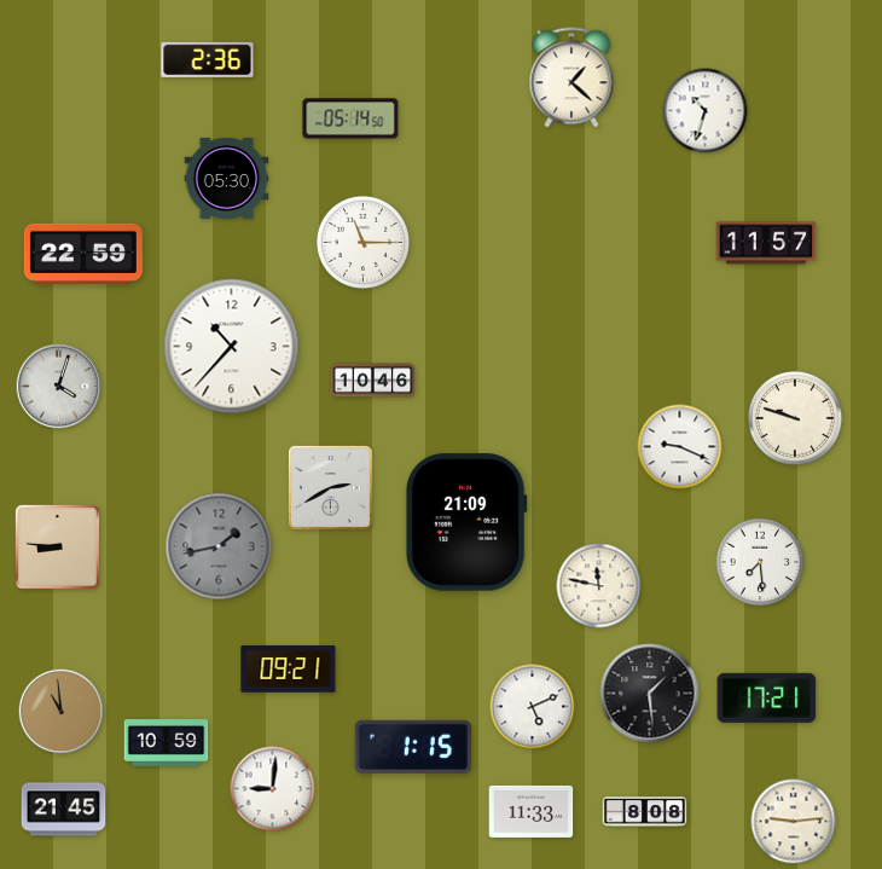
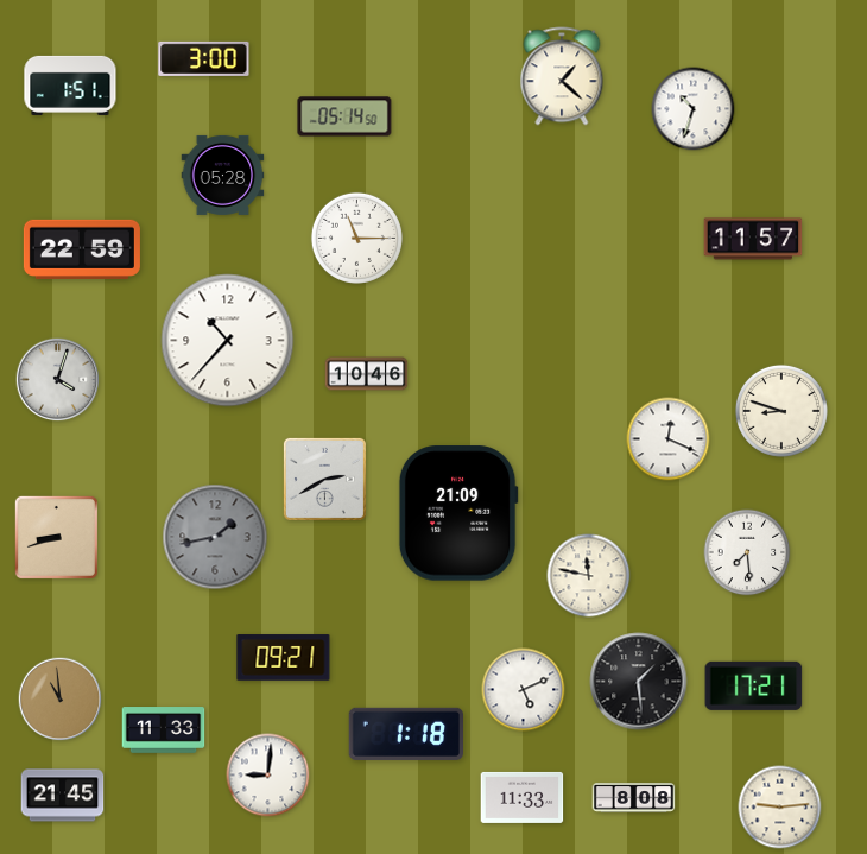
clock at (208, 59): 2:36 -> 3:00
clock at (70, 86): none -> 1:51
clock at (227, 178): 05:30 -> 05:28
clock at (795, 418): 9:48 -> 8:48
clock at (680, 447): 9:19 -> 12:19
clock at (57, 546): 8:46 -> 8:42
clock at (533, 707) position: (533, 707) -> (524, 690)
clock at (167, 743): 10:59 -> 11:33
clock at (412, 747): 1:15 -> 1:18
